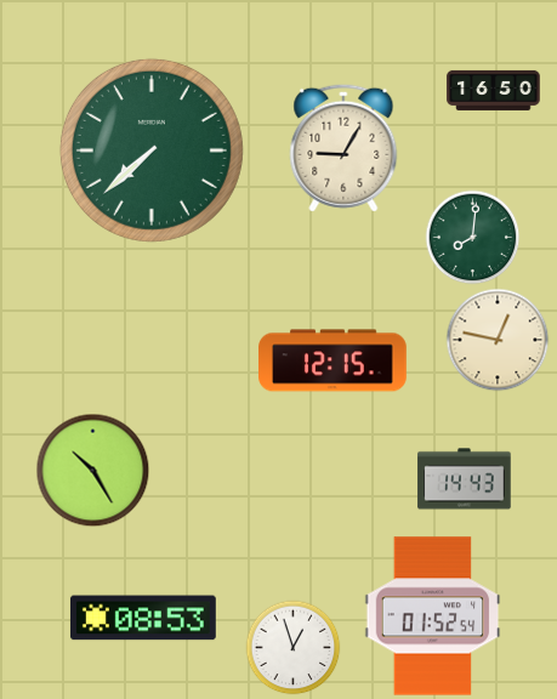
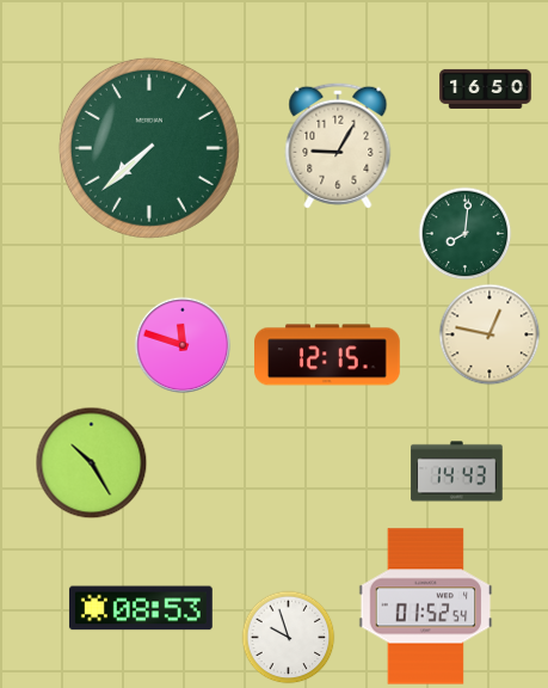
clock at (183, 345): none -> 11:48
clock at (292, 647): 12:57 -> 9:57
